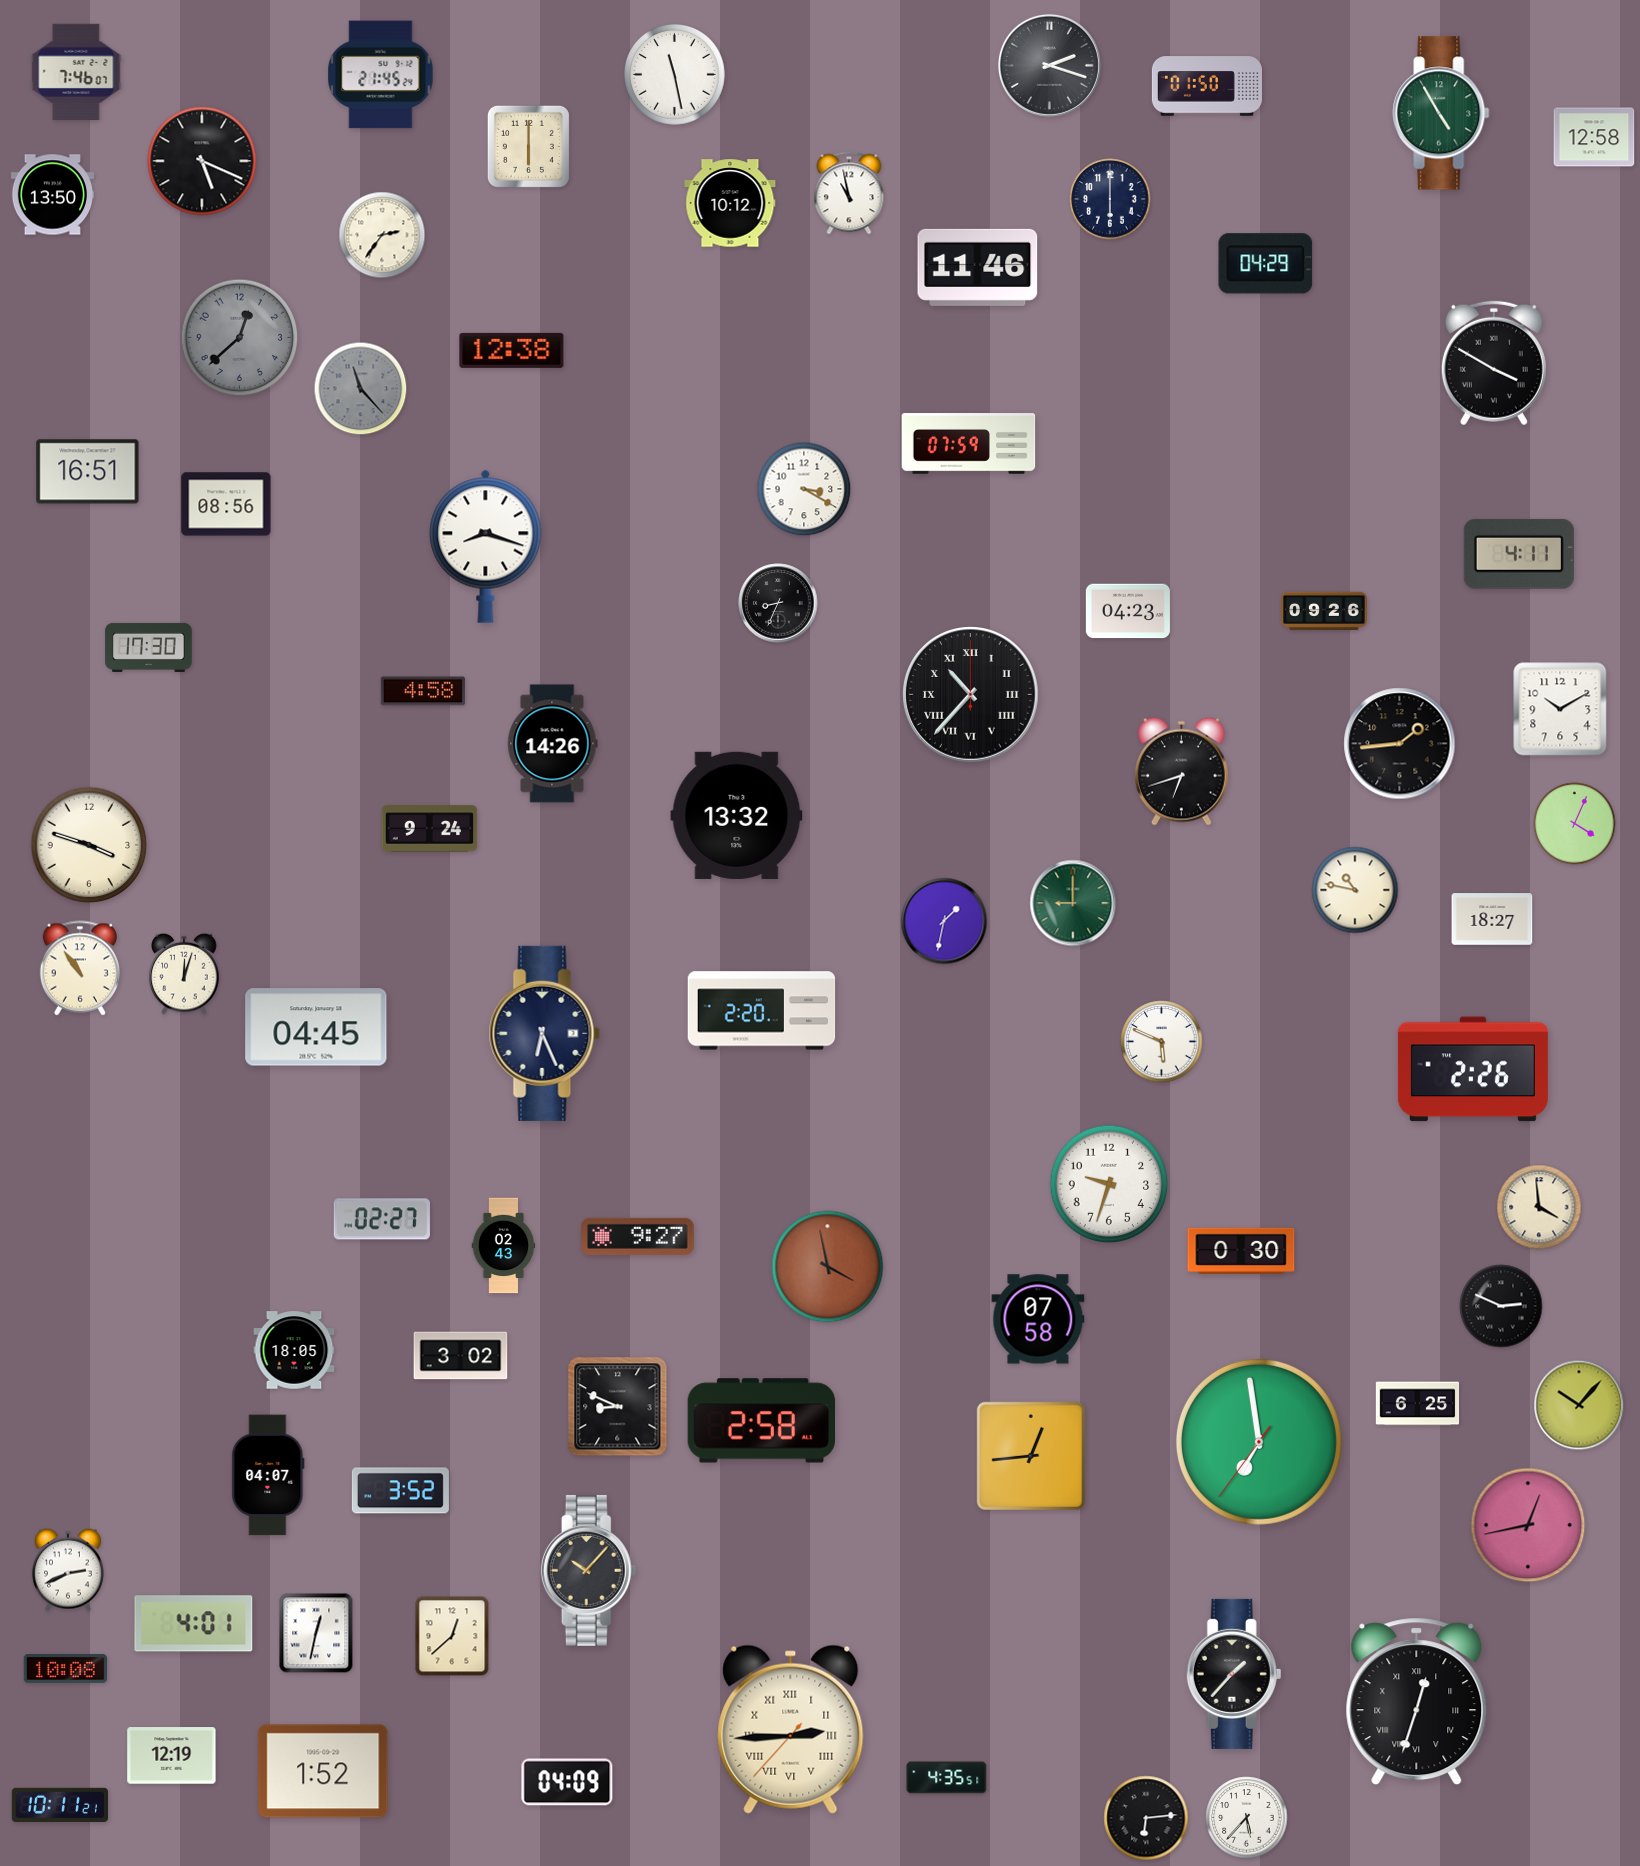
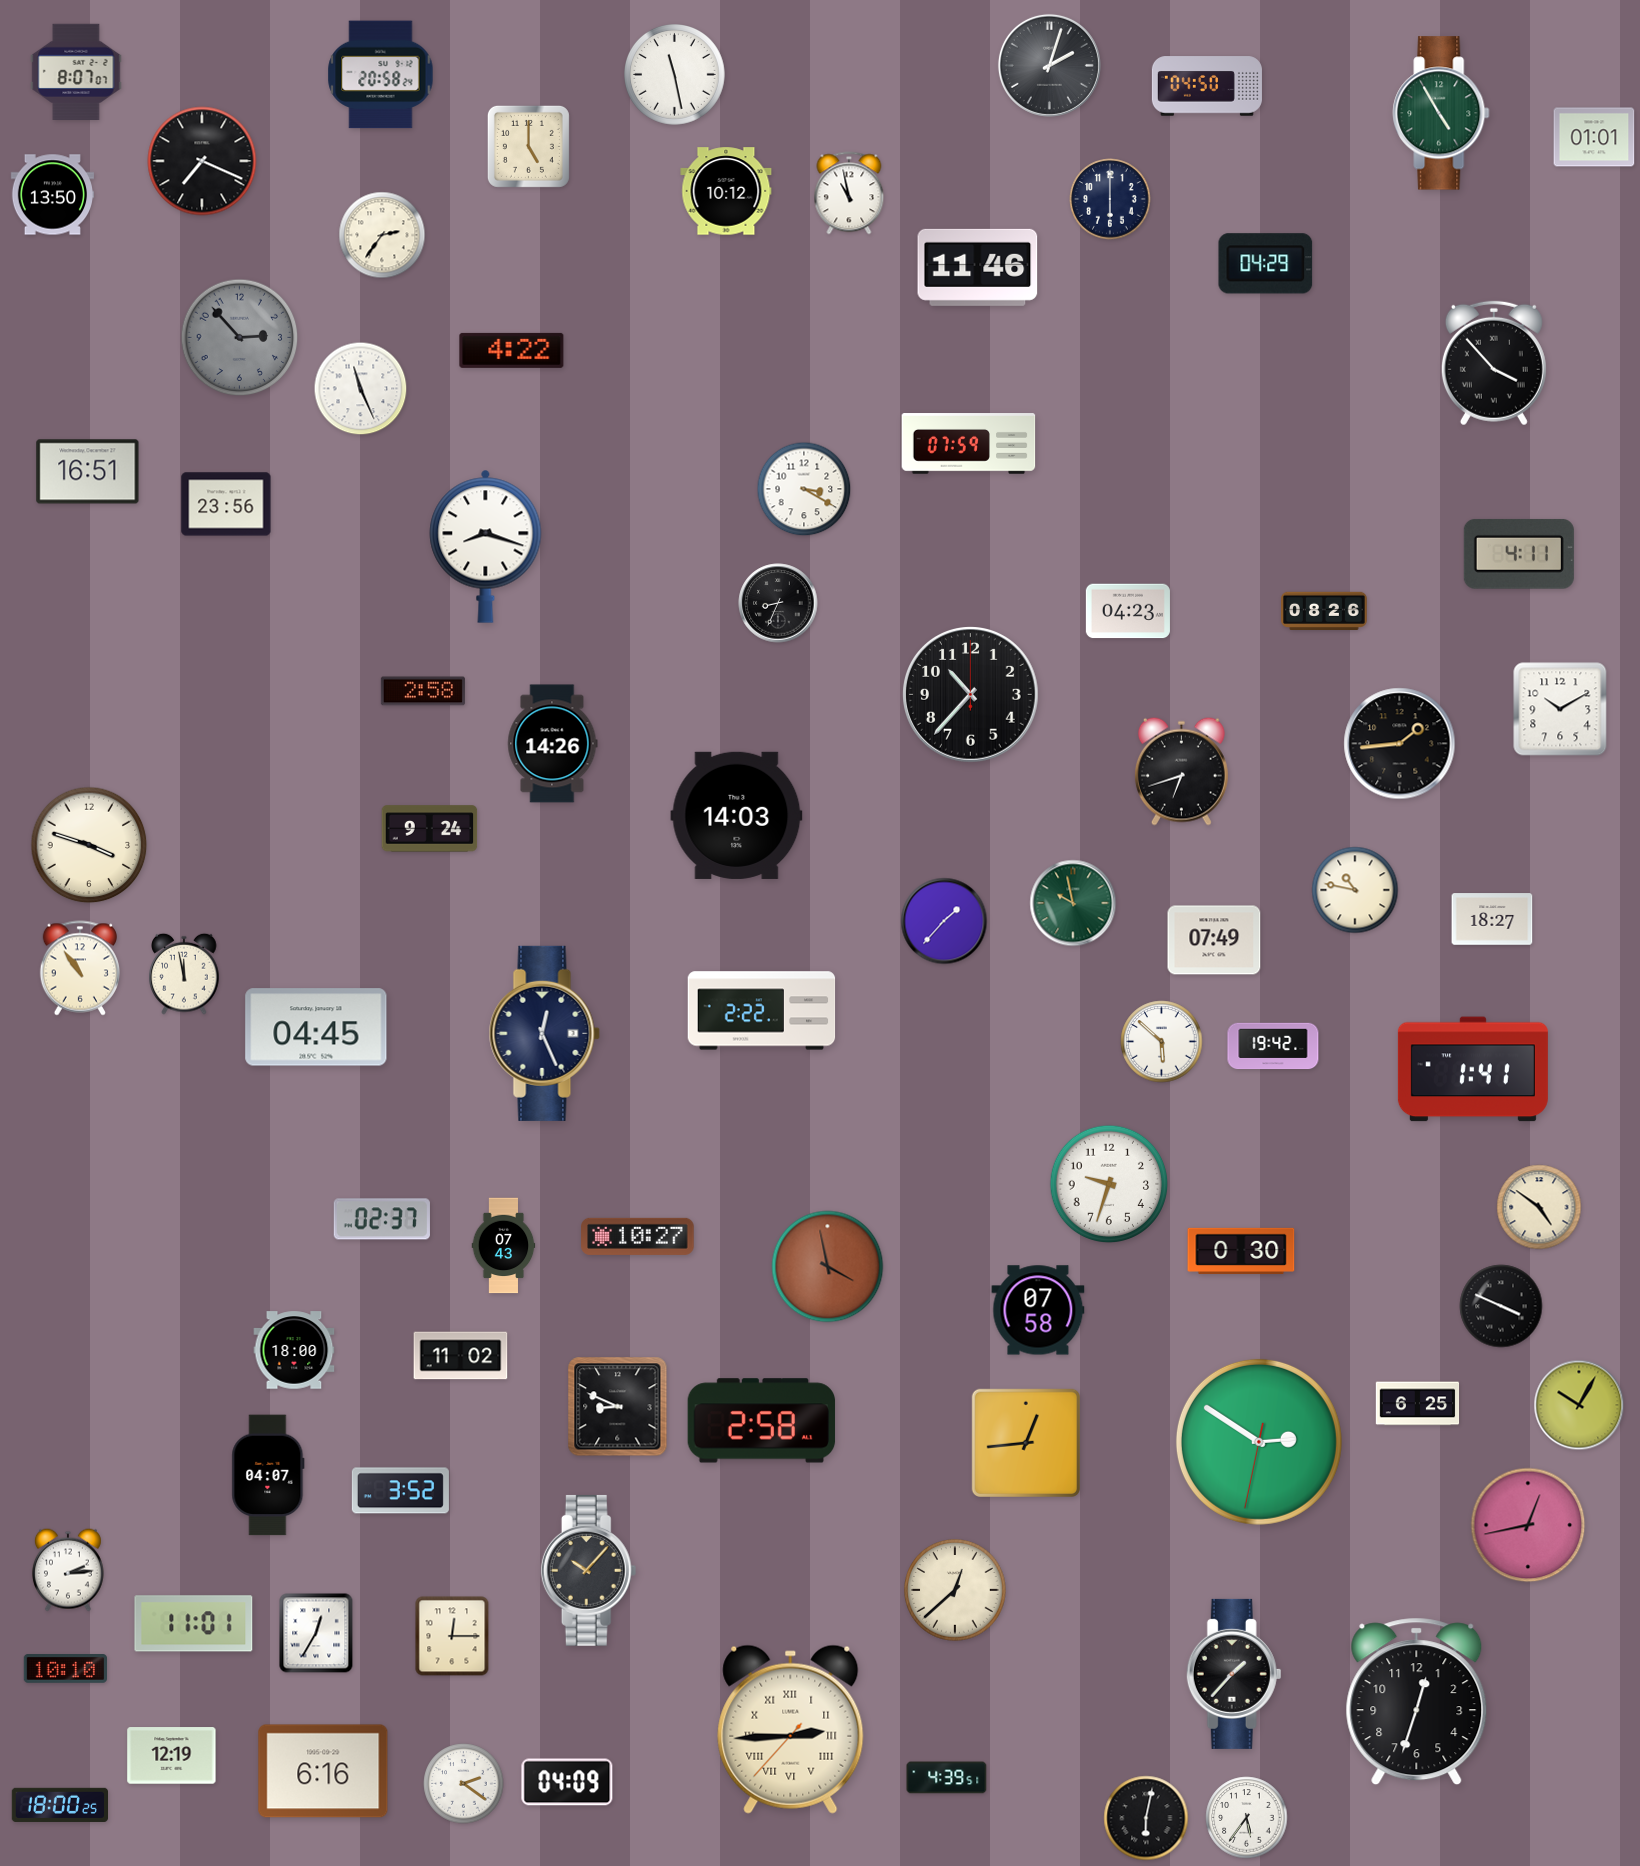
clock at (1049, 65): 2:18 -> 2:03
clock at (76, 71): 7:46 -> 8:07
clock at (381, 75): 21:45 -> 20:58
clock at (1207, 86): 01:50 -> 04:50
clock at (1594, 137): 12:58 -> 01:01
clock at (528, 146): 6:00 -> 5:00
clock at (202, 161): 5:19 -> 7:19
clock at (730, 203) position: (730, 203) -> (726, 191)
clock at (240, 338): 12:38 -> 2:53
clock at (512, 350): 12:38 -> 4:22
clock at (1494, 363): 3:50 -> 3:53
clock at (361, 389): 11:23 -> 11:26
clock at (361, 389) dial: grey -> white
clock at (226, 504): 08:56 -> 23:56
clock at (1325, 610): 09:26 -> 08:26
clock at (149, 647): 17:30 -> none
clock at (423, 691): 4:58 -> 2:58
clock at (971, 695) numerals: Roman -> Arabic
clock at (737, 815): 13:32 -> 14:03
clock at (1575, 824): 4:04 -> none
clock at (1073, 903): 9:00 -> 9:58
clock at (944, 921): 1:32 -> 1:37
clock at (1214, 940): none -> 07:49
clock at (184, 974): 12:03 -> 11:58
clock at (762, 1011): 2:20 -> 2:22
clock at (544, 1033): 6:26 -> 12:26
clock at (1162, 1042): 5:49 -> 5:52
clock at (1273, 1046): none -> 19:42
clock at (1473, 1069): 2:26 -> 1:41
clock at (1539, 1207): 3:59 -> 4:51
clock at (382, 1219): 02:27 -> 02:37
clock at (638, 1236): 9:27 -> 10:27
clock at (504, 1246): 02:43 -> 07:43
clock at (1501, 1306): 2:49 -> 3:49
clock at (1038, 1319) position: (1038, 1319) -> (1038, 1310)
clock at (294, 1350): 18:05 -> 18:00
clock at (461, 1356): 3:02 -> 11:02
clock at (1579, 1405): 10:07 -> 10:05
clock at (1259, 1442): 6:58 -> 2:50
clock at (1031, 1456) position: (1031, 1456) -> (1026, 1443)
clock at (68, 1570): 2:41 -> 2:14
clock at (955, 1590): none -> 12:38
clock at (194, 1624): 4:01 -> 11:01
clock at (316, 1633): 12:32 -> 12:35
clock at (452, 1636): 12:38 -> 12:15
clock at (65, 1669): 10:08 -> 10:10
clock at (1417, 1702) numerals: Roman -> Arabic
clock at (323, 1771): 1:52 -> 6:16
clock at (947, 1778): 4:35 -> 4:39
clock at (464, 1784): none -> 2:21
clock at (59, 1805): 10:11 -> 18:00
clock at (1146, 1818): 6:14 -> 6:02
clock at (1247, 1818): 5:37 -> 5:36
